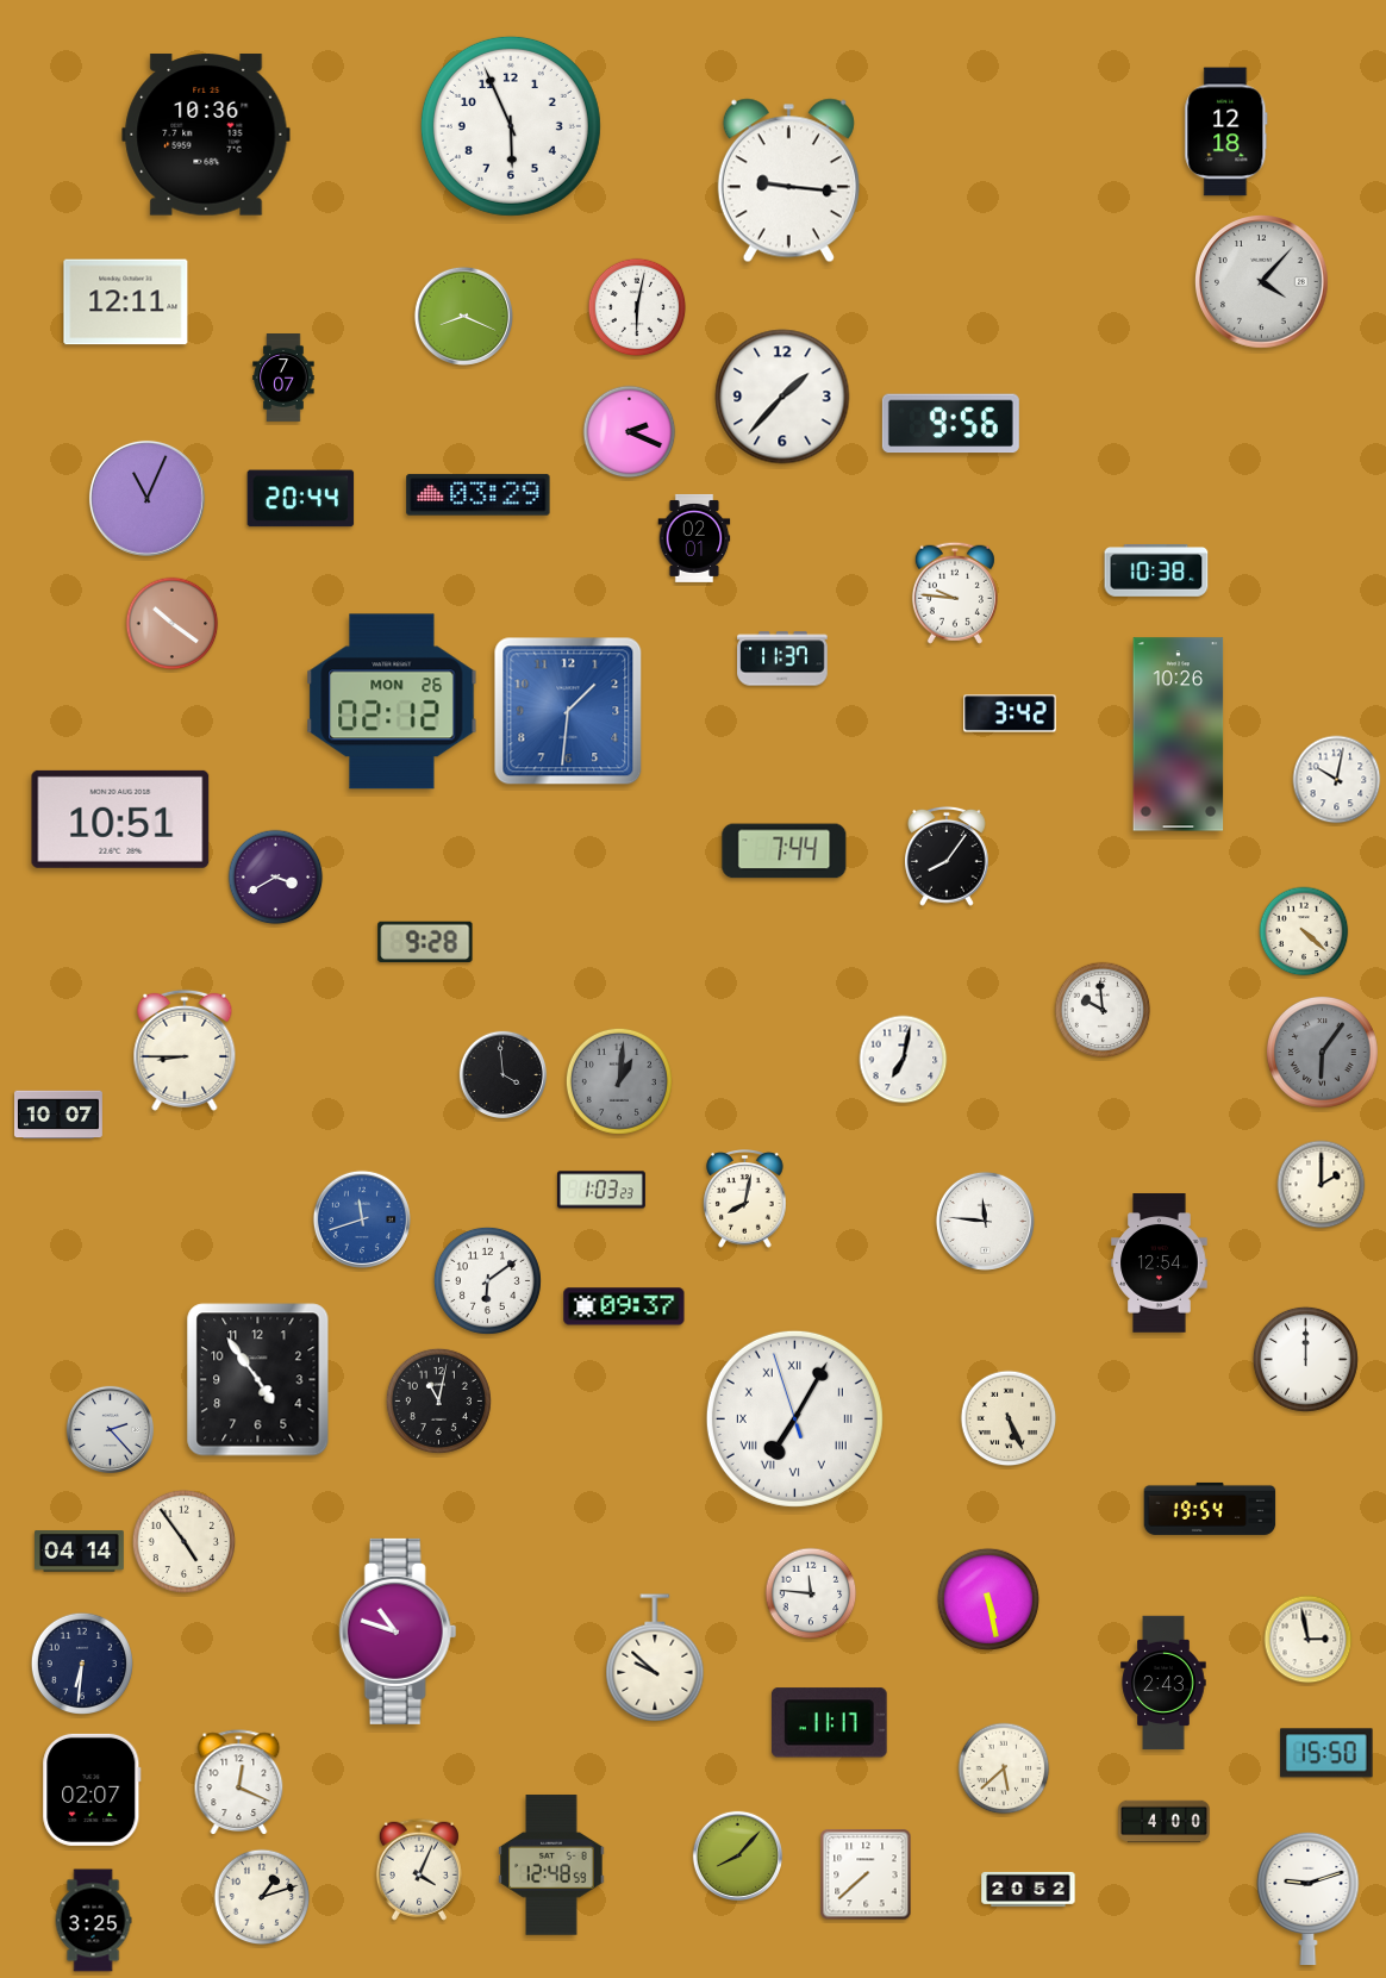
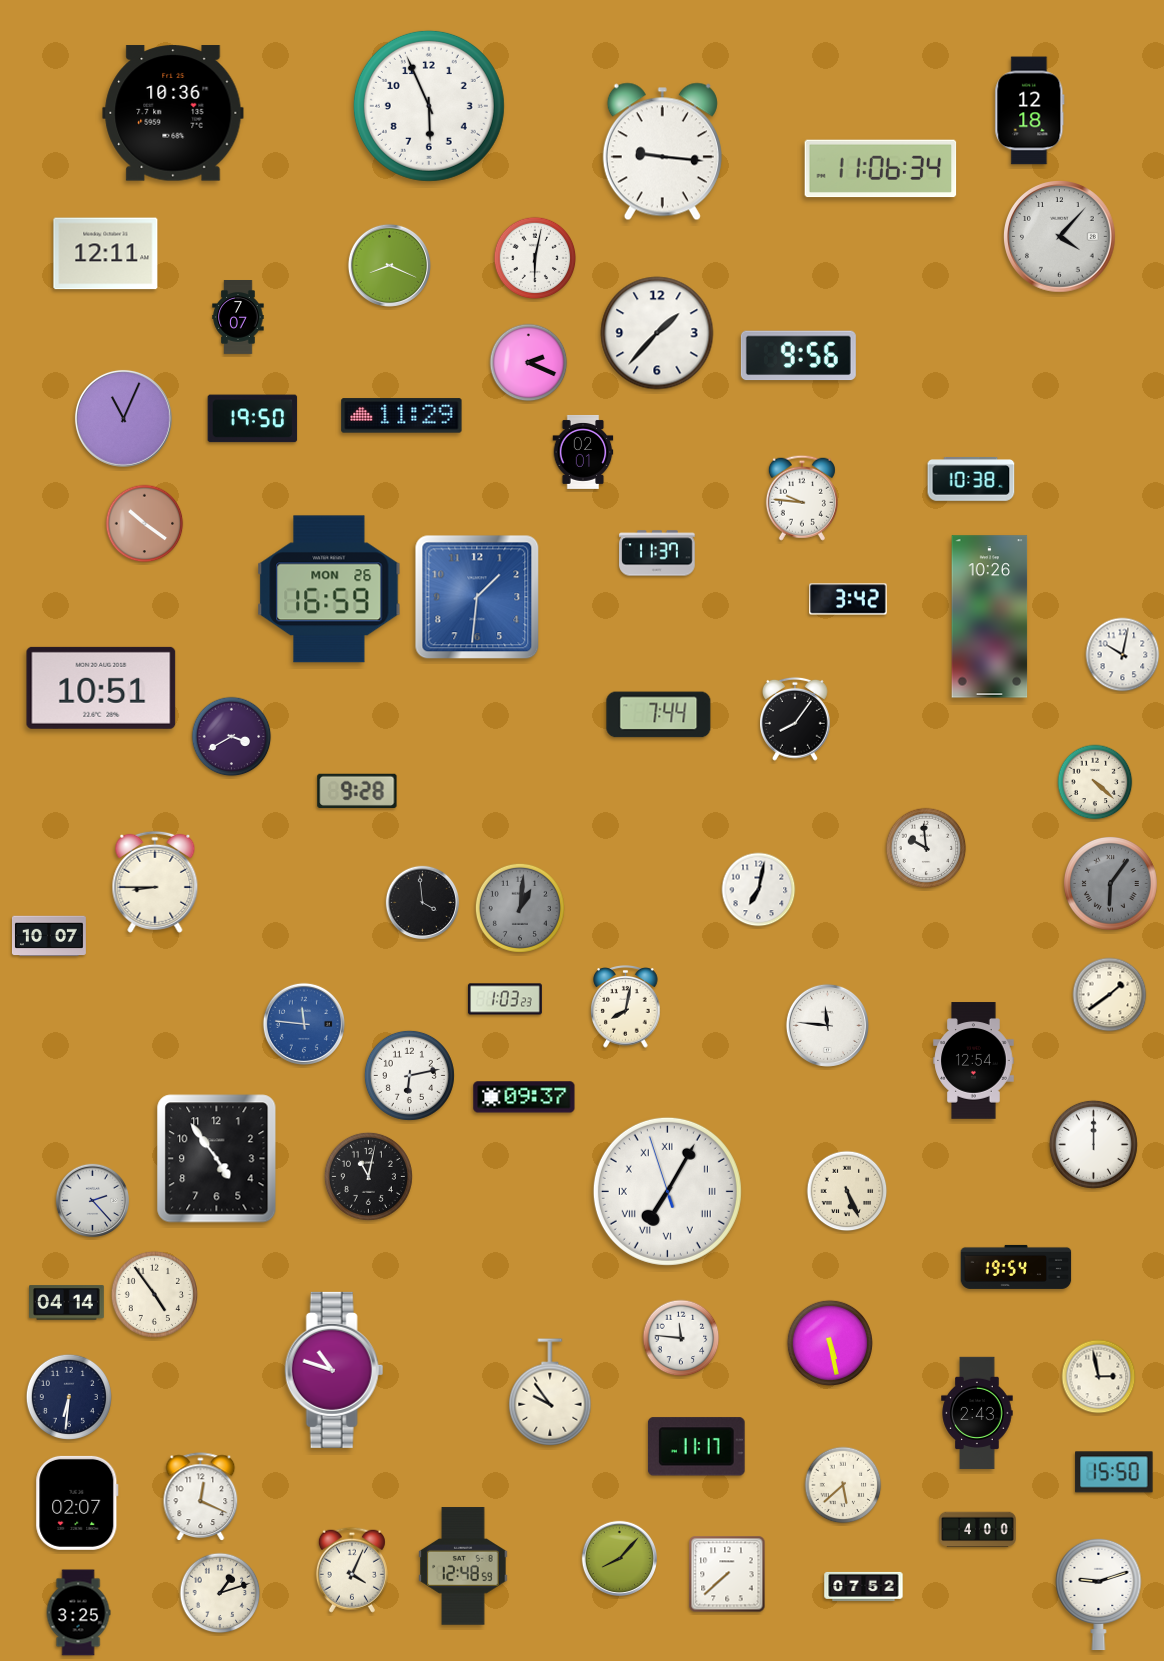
clock at (881, 169): none -> 11:06
clock at (479, 495): 03:29 -> 11:29
clock at (301, 499): 20:44 -> 19:50
clock at (392, 701): 02:12 -> 16:59
clock at (1322, 1185): 2:00 -> 1:39
clock at (362, 1219): 11:42 -> 11:46
clock at (487, 1280): 6:09 -> 6:13
clock at (1305, 1359) position: (1305, 1359) -> (1093, 1144)
clock at (655, 1658): 9:52 -> 9:54
clock at (1029, 1889): 20:52 -> 07:52
